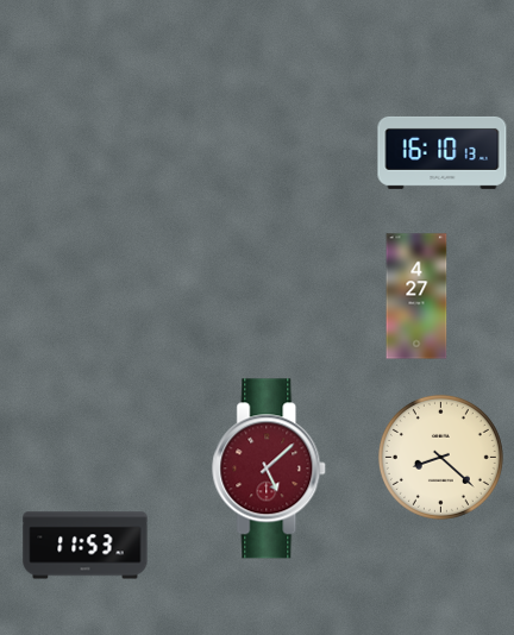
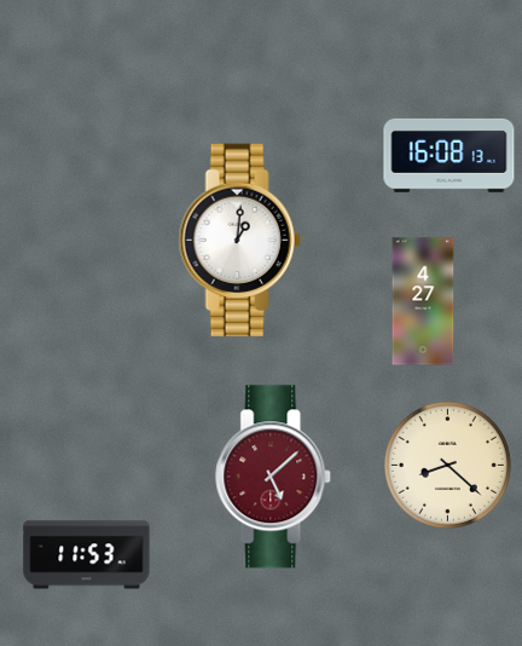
clock at (443, 152): 16:10 -> 16:08
clock at (239, 240): none -> 1:01
